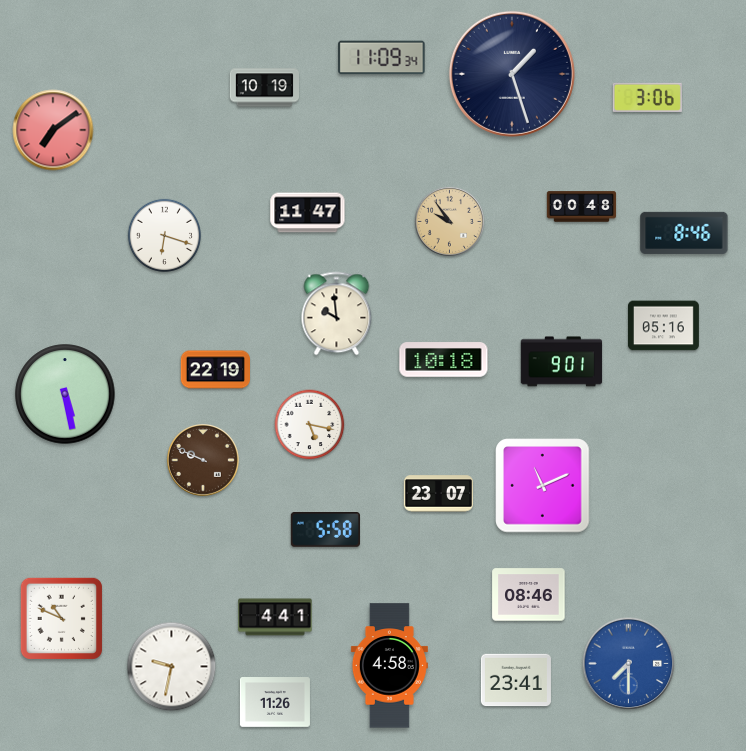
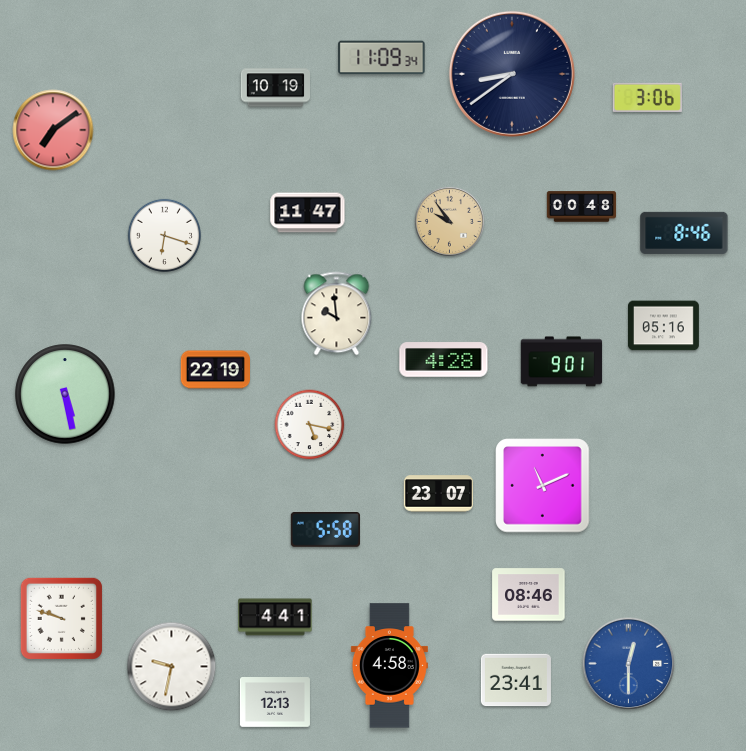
clock at (512, 74): 1:27 -> 8:39
clock at (264, 88) position: (264, 88) -> (275, 88)
clock at (444, 360): 10:18 -> 4:28
clock at (204, 461): 9:49 -> none
clock at (61, 618): 10:49 -> 9:48
clock at (629, 664): 7:30 -> 12:30
clock at (275, 703): 11:26 -> 12:13
